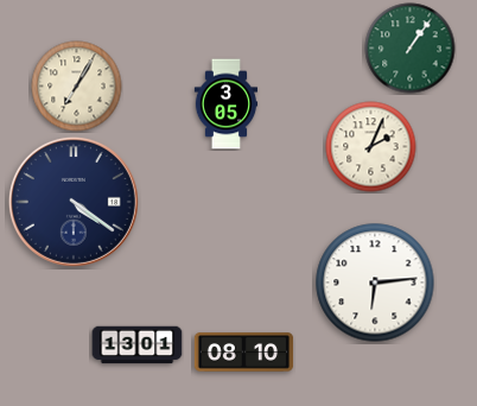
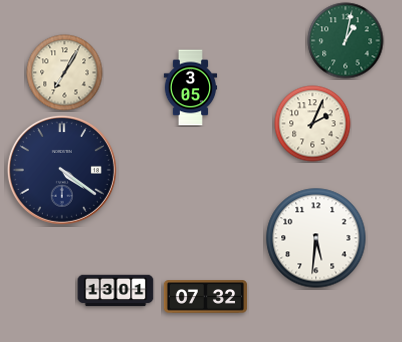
clock at (411, 49): 1:06 -> 1:02
clock at (375, 283): 6:14 -> 5:31
clock at (244, 353): 08:10 -> 07:32
